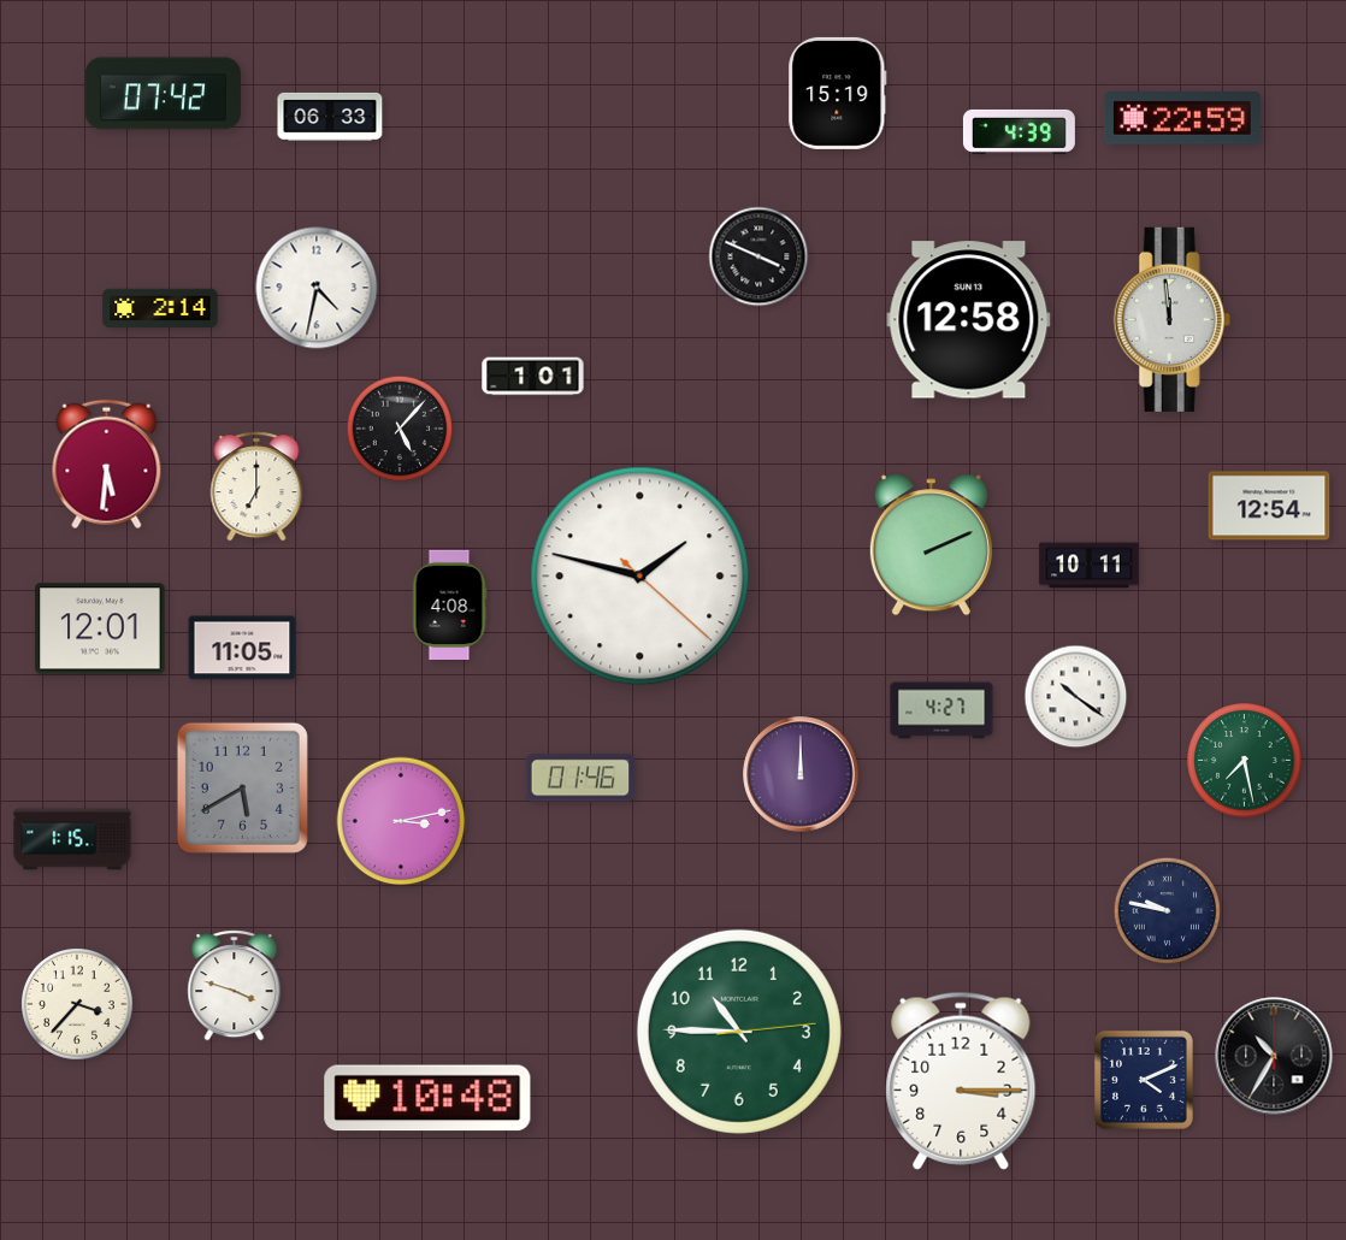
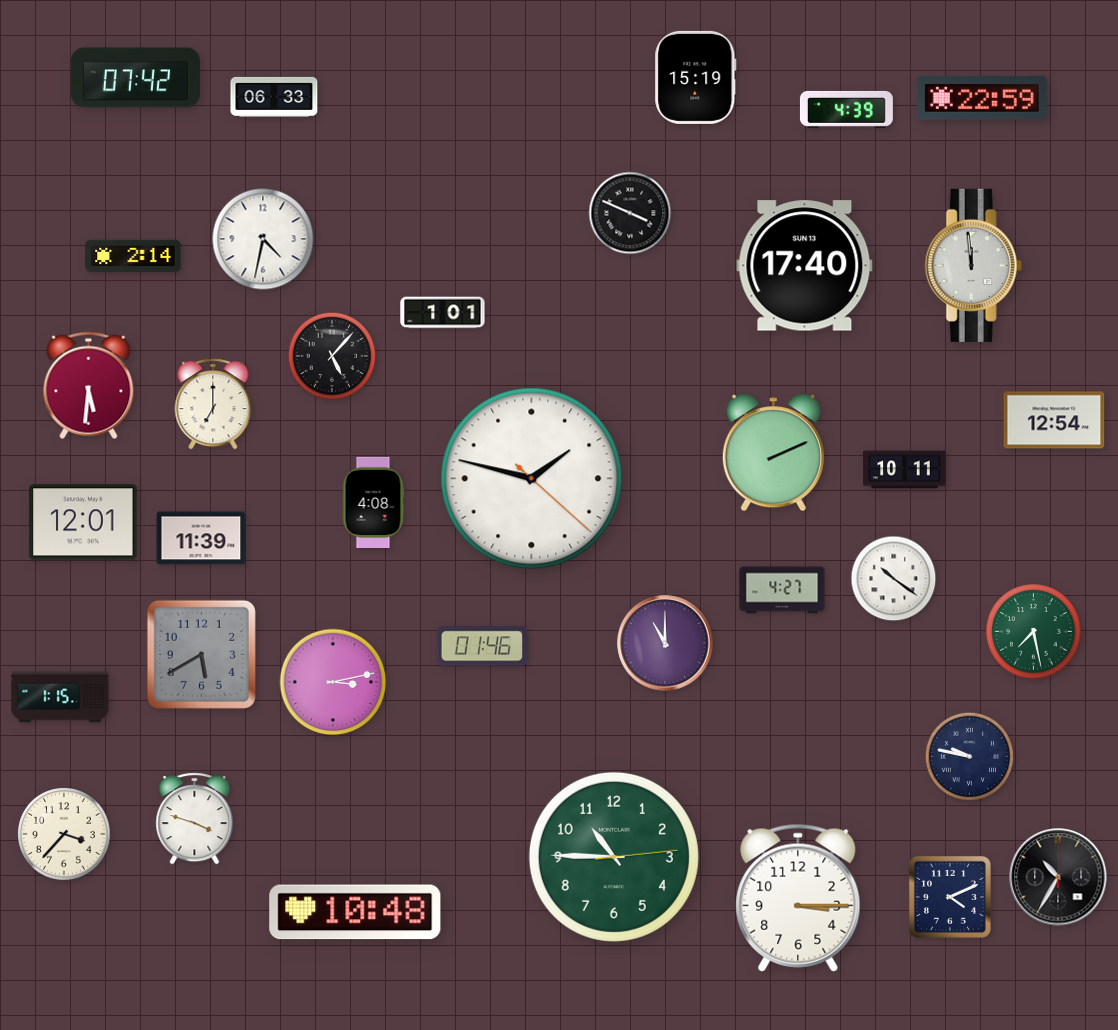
clock at (969, 320): 12:58 -> 17:40
clock at (242, 648): 11:05 -> 11:39
clock at (801, 774): 12:00 -> 11:00
